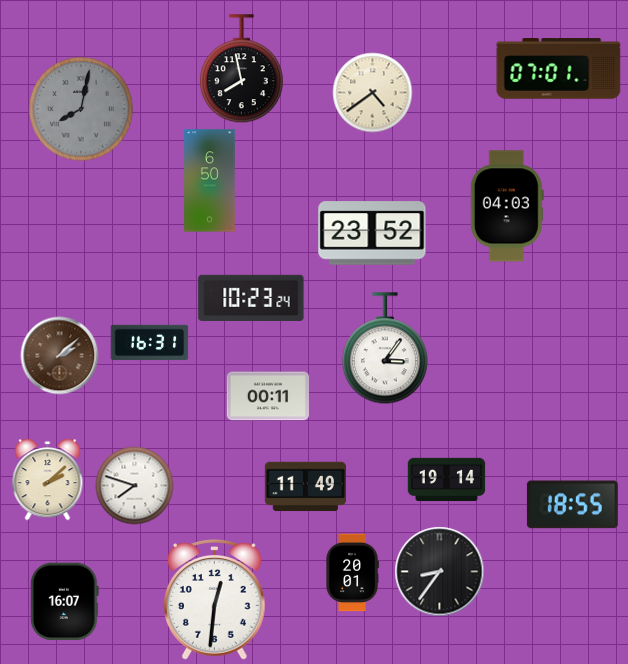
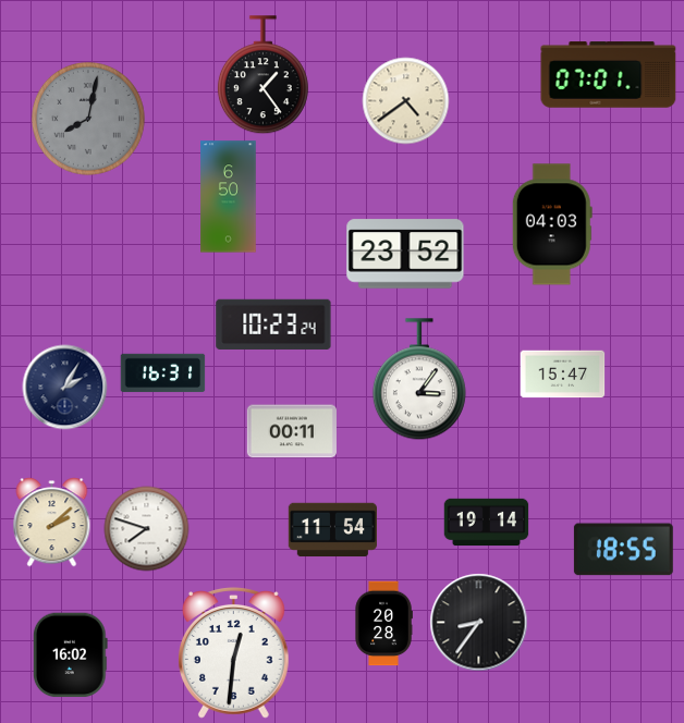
clock at (241, 69): 7:58 -> 1:24
clock at (562, 375): none -> 15:47
clock at (59, 355): 2:08 -> 2:05
clock at (59, 355) dial: brown -> navy
clock at (305, 487): 11:49 -> 11:54
clock at (352, 572): 20:01 -> 20:28
clock at (64, 601): 16:07 -> 16:02
